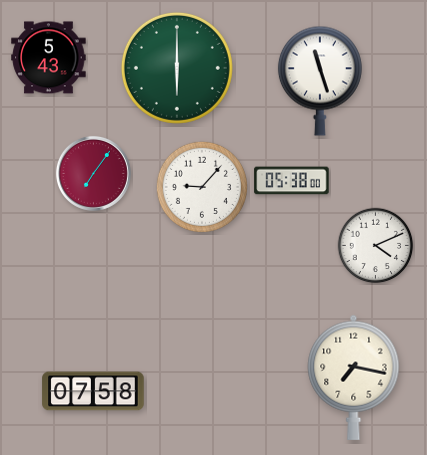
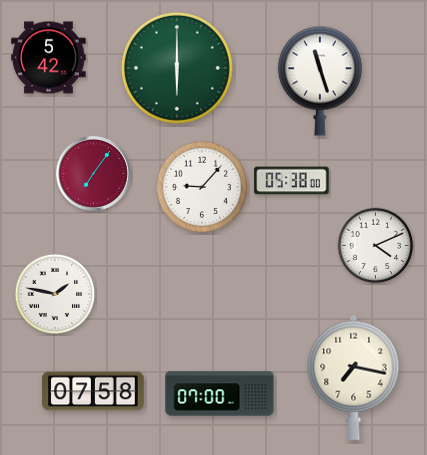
clock at (49, 58): 5:43 -> 5:42
clock at (55, 294): none -> 1:47
clock at (220, 394): none -> 07:00
